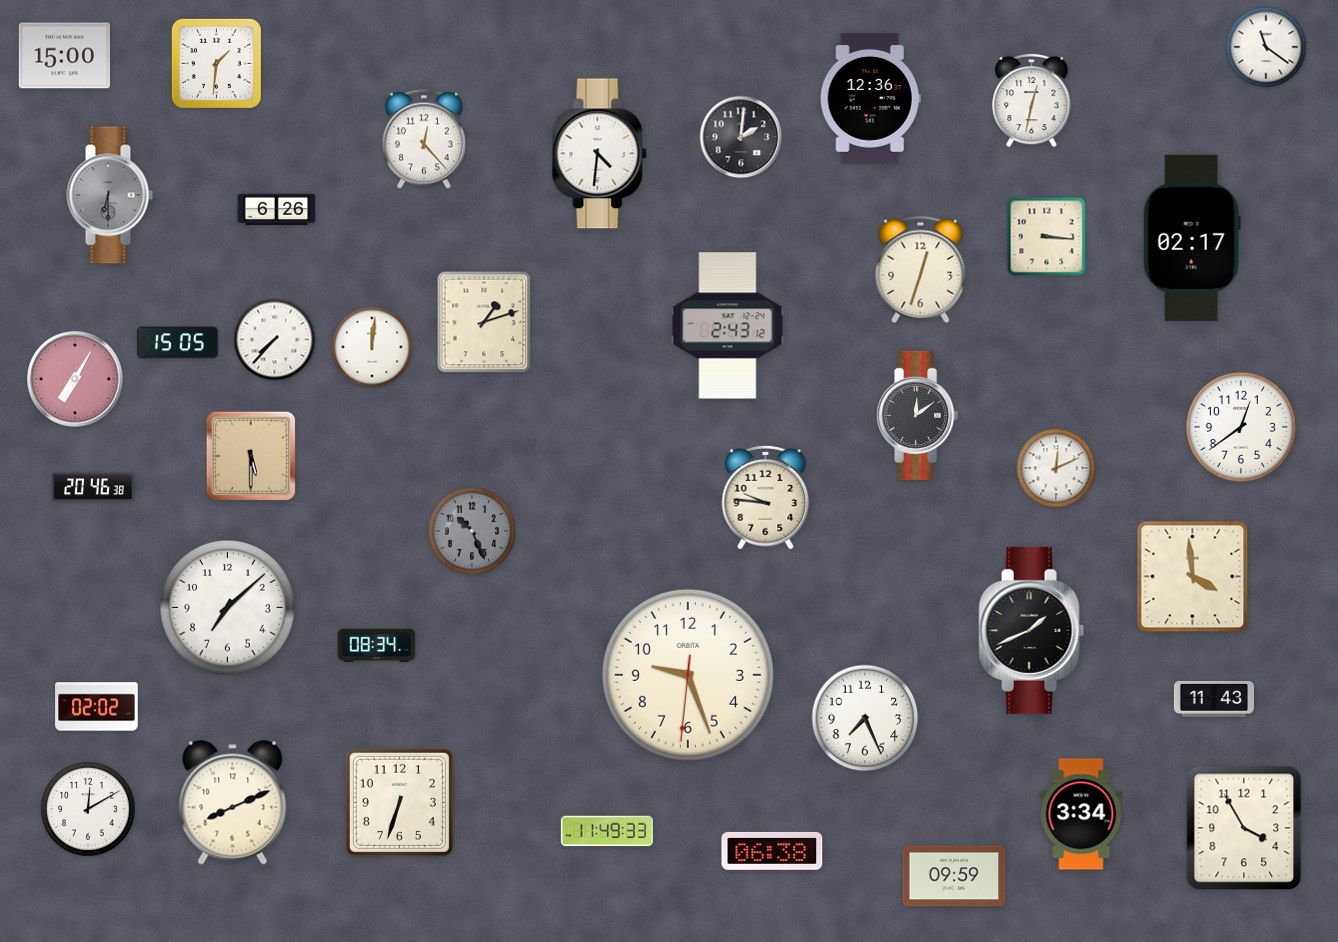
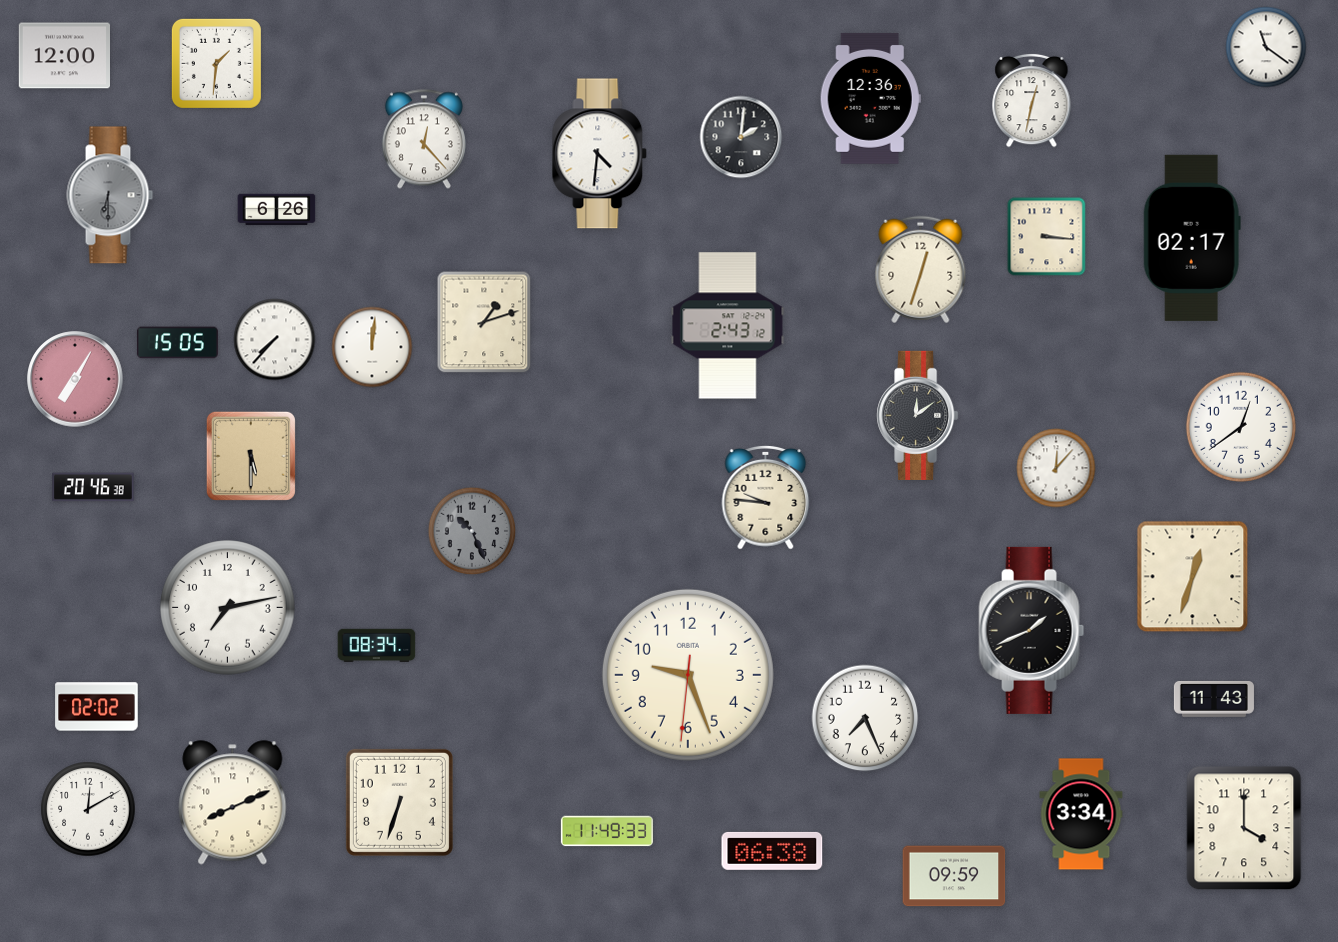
clock at (64, 56): 15:00 -> 12:00
clock at (1056, 468): 12:11 -> 12:07
clock at (1193, 577): 3:59 -> 12:33
clock at (228, 608): 7:08 -> 7:13
clock at (1244, 828): 3:55 -> 4:00
